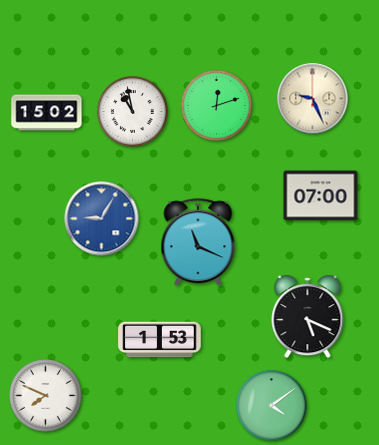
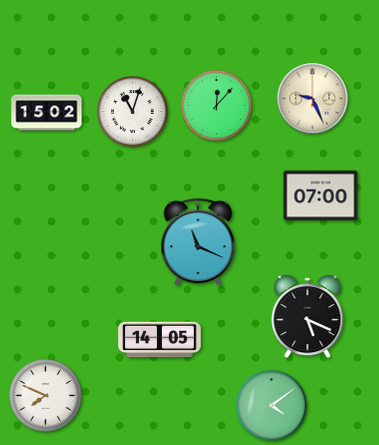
clock at (217, 106): 12:12 -> 12:07
clock at (133, 112): 10:58 -> 11:03
clock at (102, 219): 9:05 -> none
clock at (160, 340): 1:53 -> 14:05
